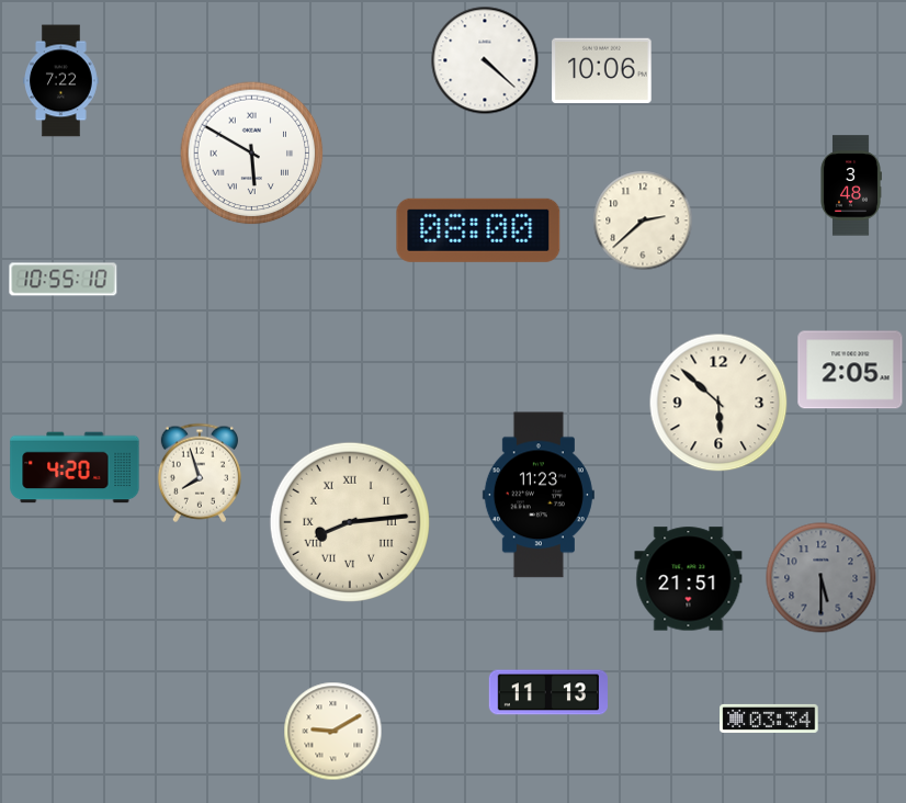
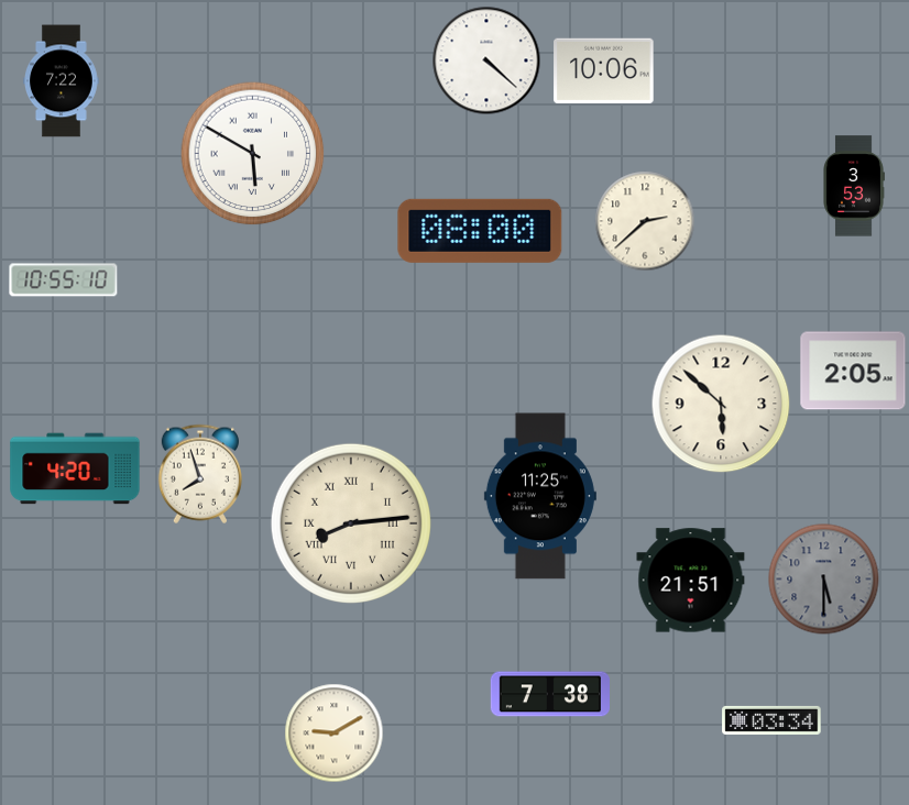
clock at (851, 185): 3:48 -> 3:53
clock at (539, 495): 11:23 -> 11:25
clock at (547, 692): 11:13 -> 7:38
